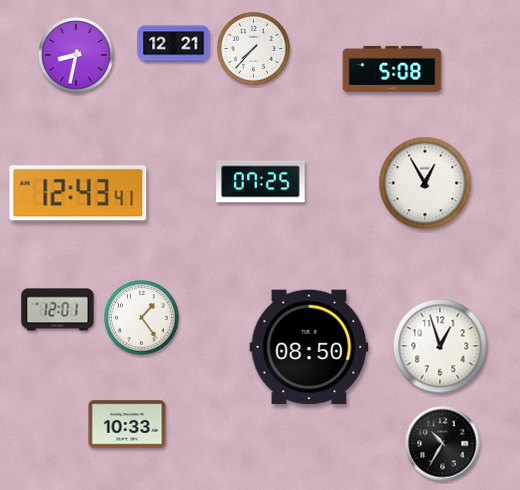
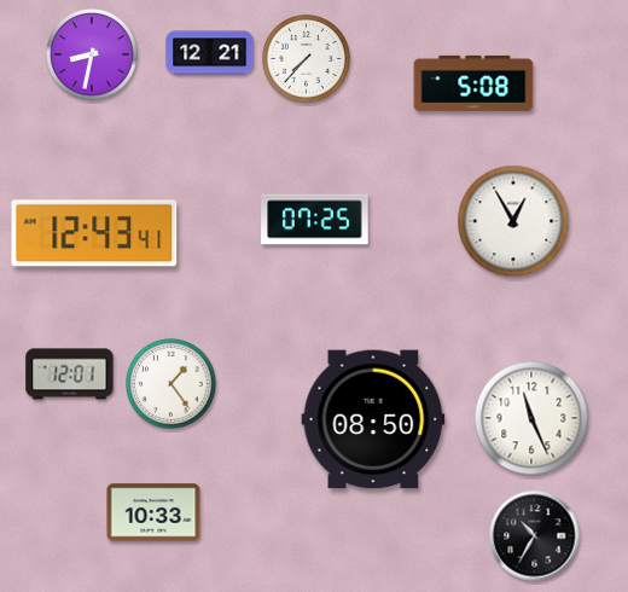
clock at (76, 55) position: (76, 55) -> (92, 54)
clock at (440, 346): 12:57 -> 11:26
